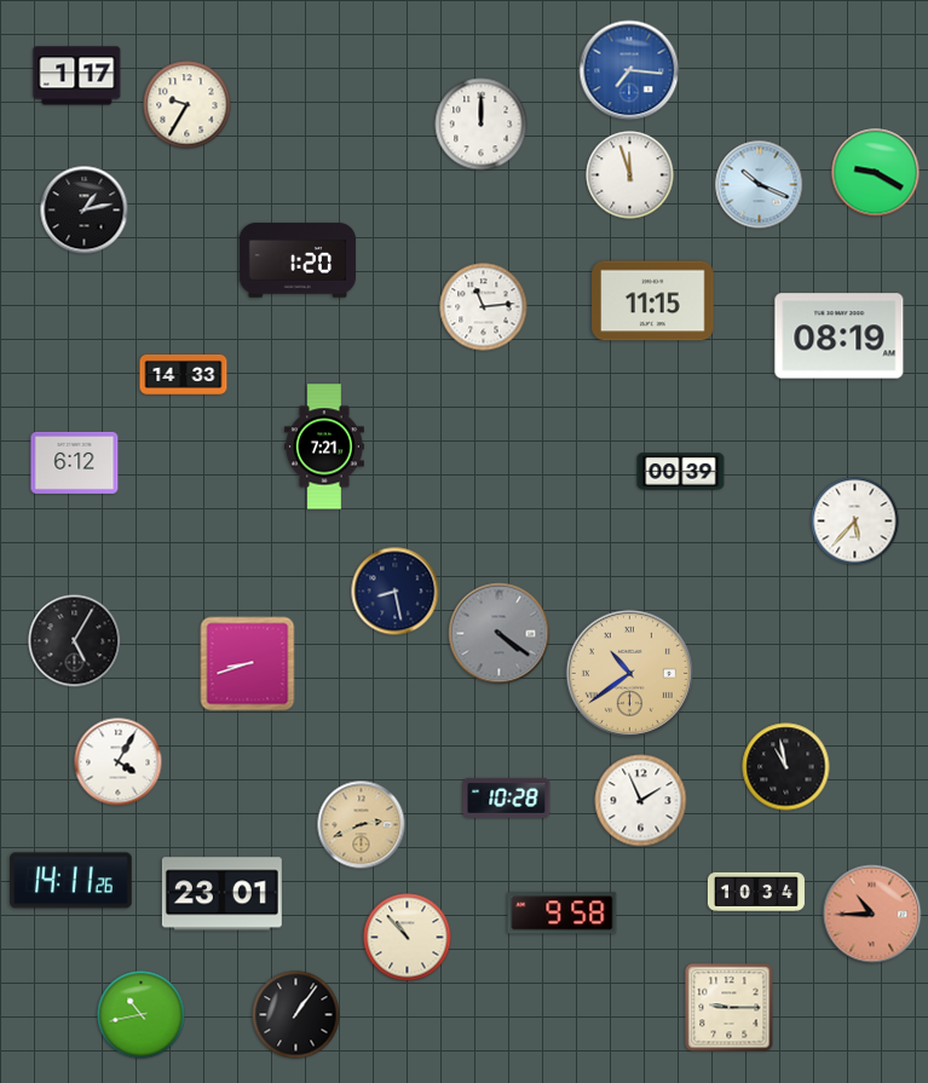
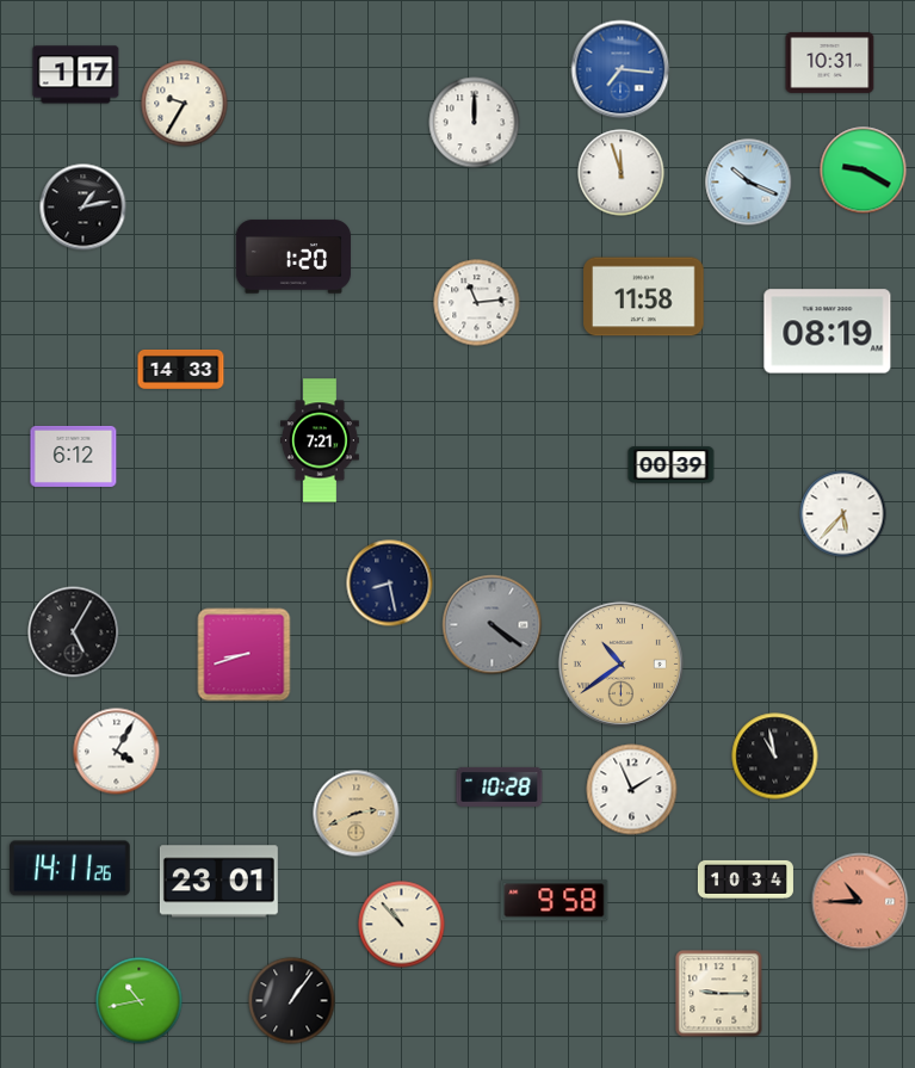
clock at (830, 62): none -> 10:31
clock at (653, 301): 11:15 -> 11:58
